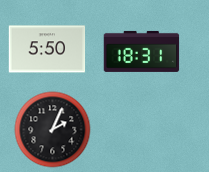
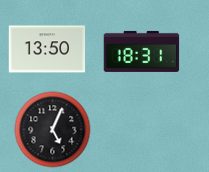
clock at (47, 49): 5:50 -> 13:50
clock at (53, 130): 2:04 -> 5:04
